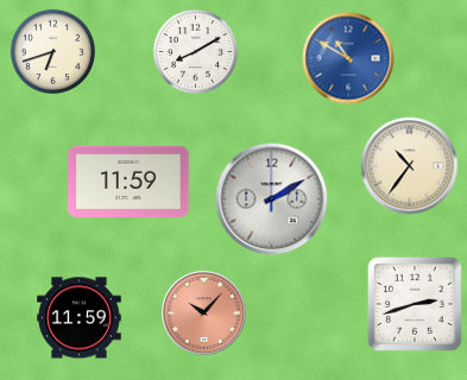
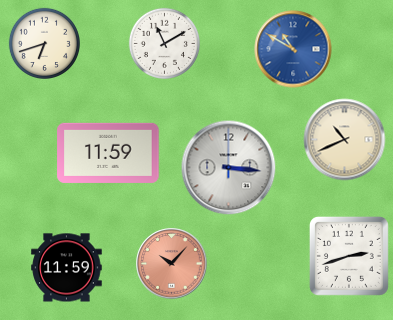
clock at (195, 51): 8:10 -> 11:10
clock at (410, 166): 10:36 -> 10:41
clock at (272, 199): 2:10 -> 3:16
